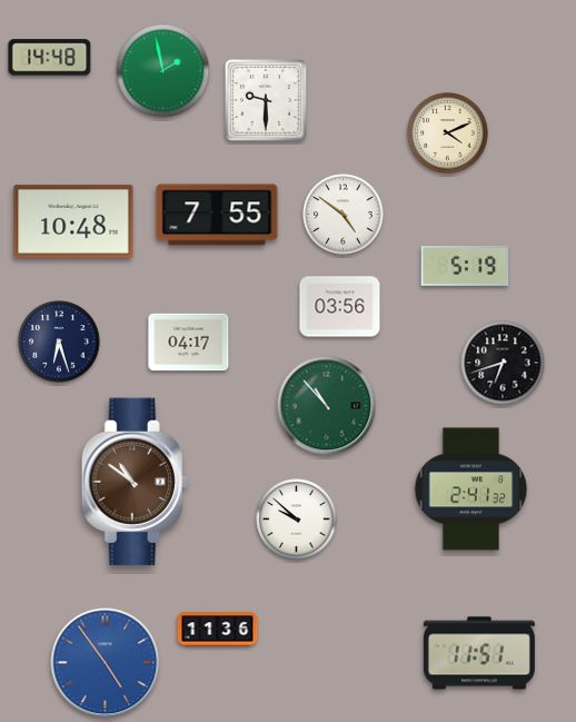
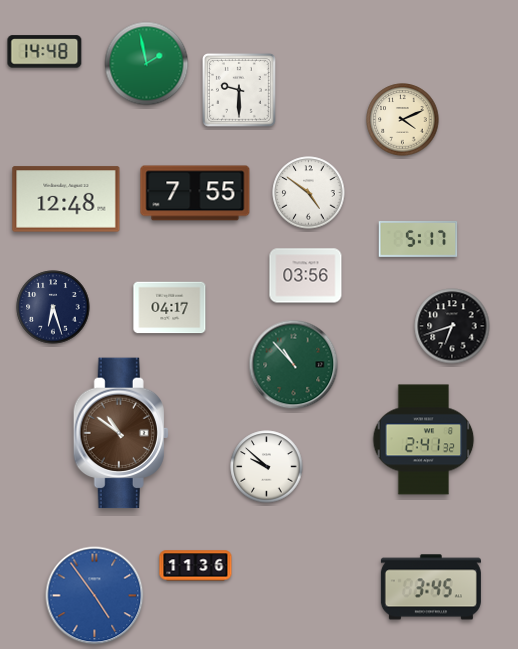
clock at (73, 221): 10:48 -> 12:48
clock at (465, 266): 5:19 -> 5:17
clock at (479, 653): 11:51 -> 3:45
